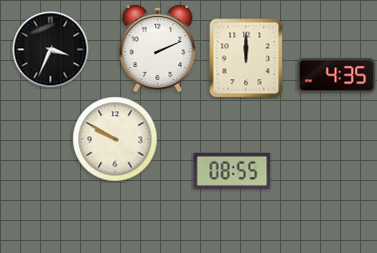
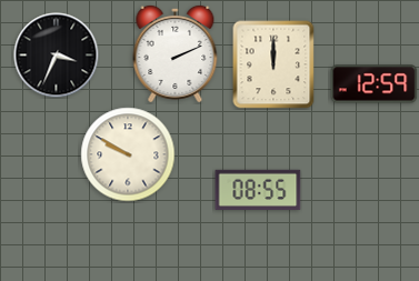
clock at (337, 76): 4:35 -> 12:59
